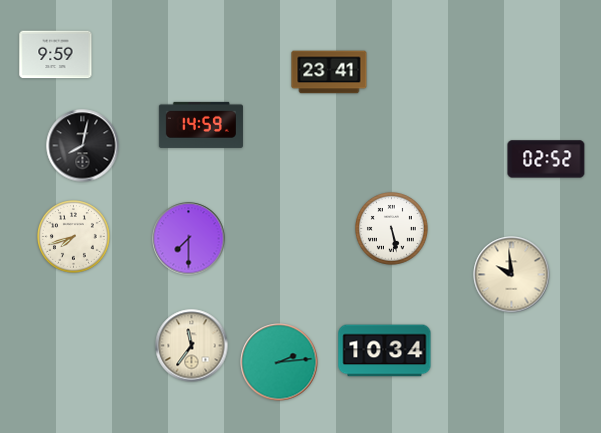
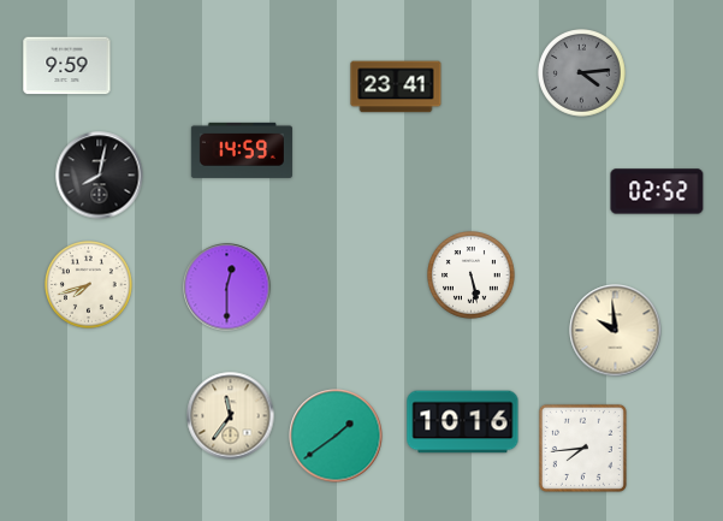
clock at (582, 73): none -> 4:14
clock at (189, 239): 7:30 -> 12:30
clock at (385, 351): 10:34 -> 10:16
clock at (279, 362): 2:14 -> 1:39
clock at (582, 448): none -> 7:44
